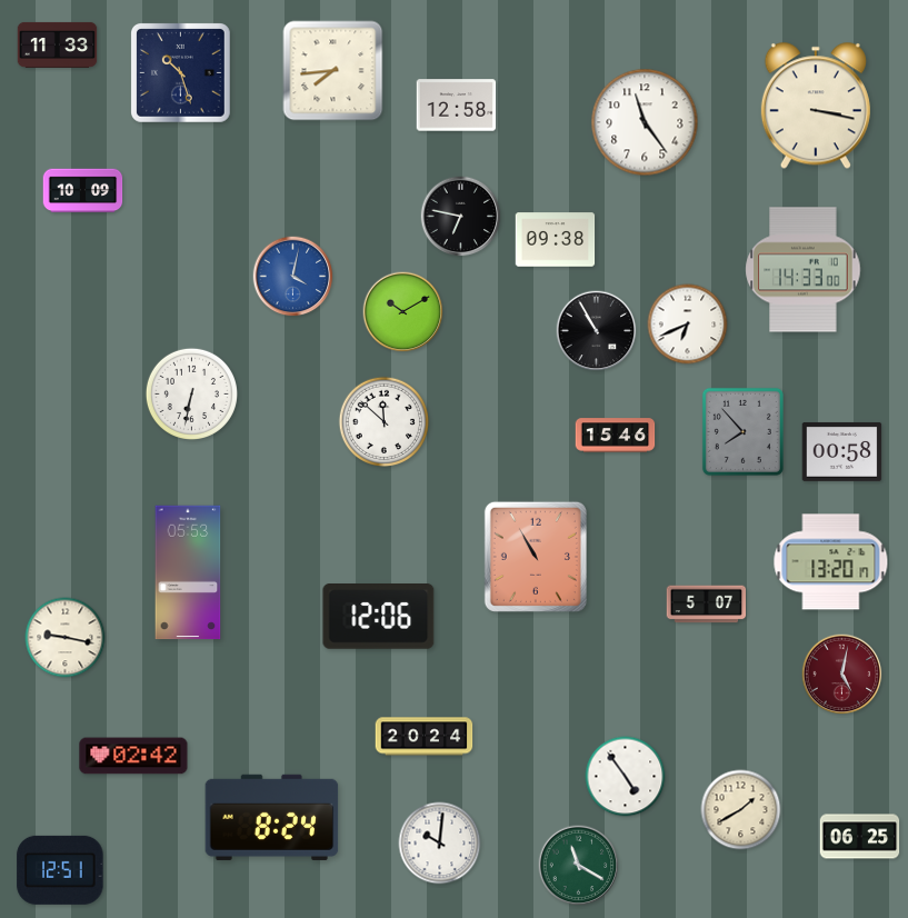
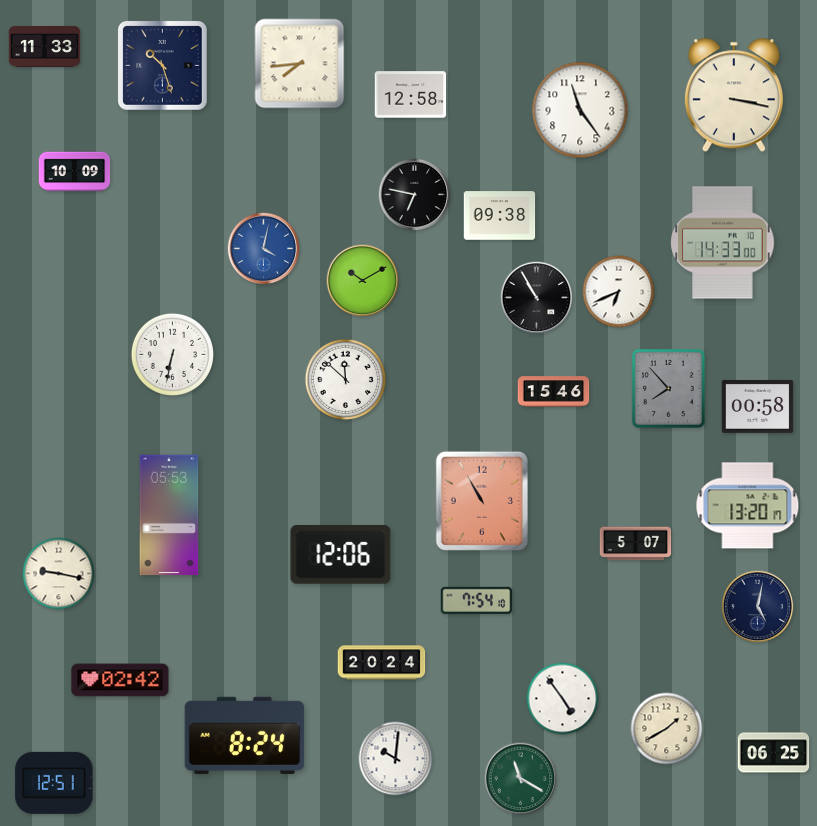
clock at (58, 44) position: (58, 44) -> (45, 46)
clock at (477, 600): none -> 7:54
clock at (842, 675) dial: burgundy -> navy
